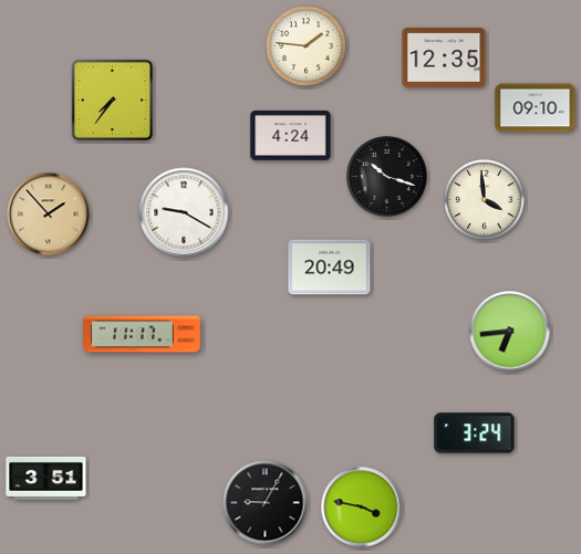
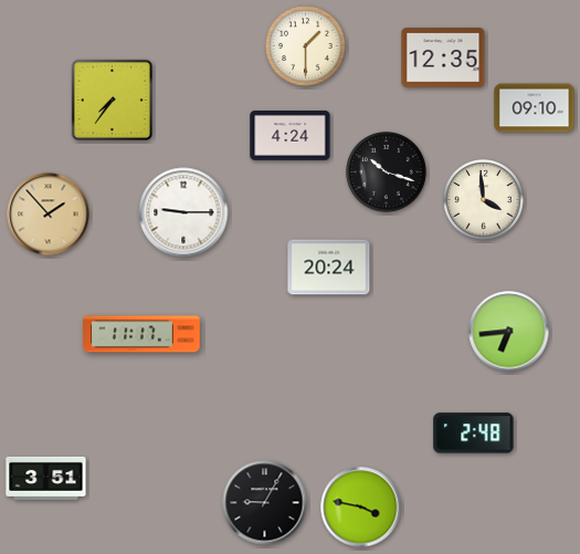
clock at (307, 46): 1:46 -> 1:30
clock at (387, 177) position: (387, 177) -> (387, 173)
clock at (184, 212): 9:20 -> 9:15
clock at (330, 268): 20:49 -> 20:24
clock at (475, 433): 3:24 -> 2:48
